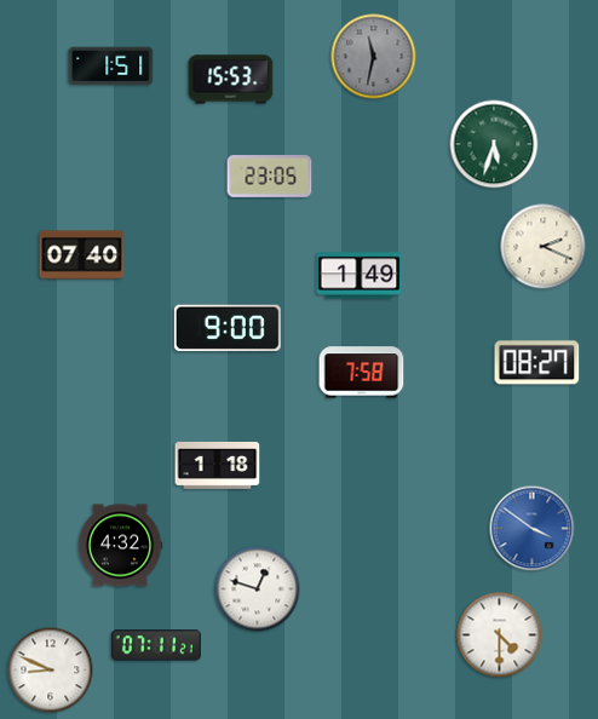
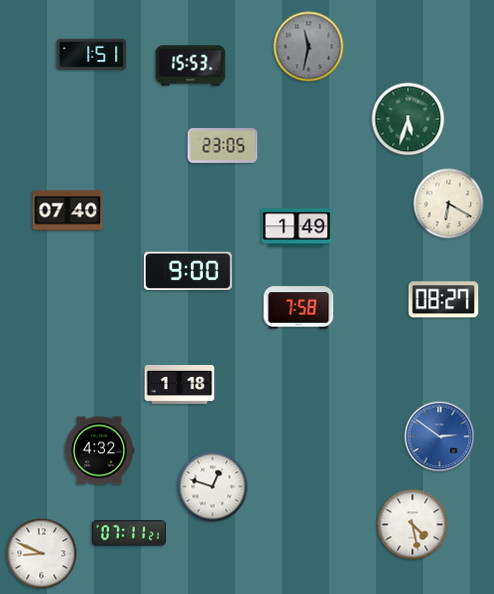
clock at (544, 247): 2:19 -> 6:20
clock at (533, 529): 3:51 -> 2:51
clock at (500, 635): 4:30 -> 4:28
